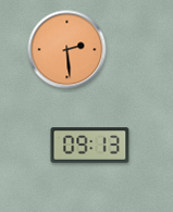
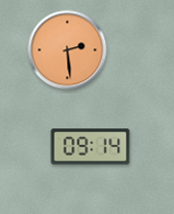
clock at (90, 146): 09:13 -> 09:14
